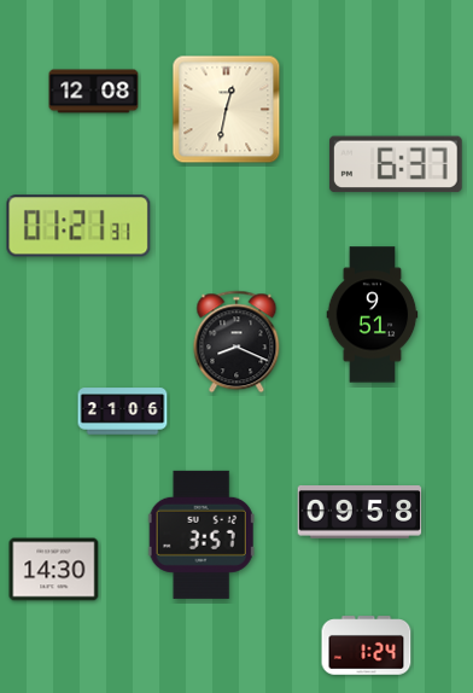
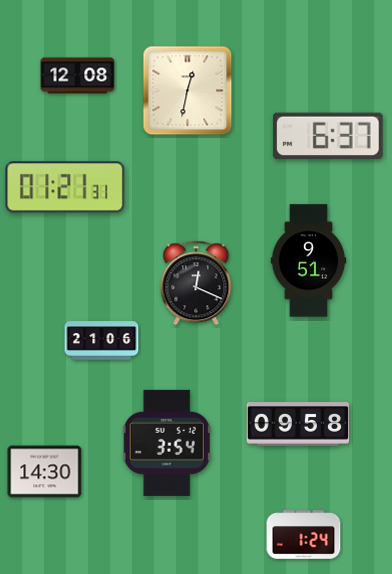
clock at (237, 342): 8:19 -> 12:19
clock at (202, 535): 3:57 -> 3:54
